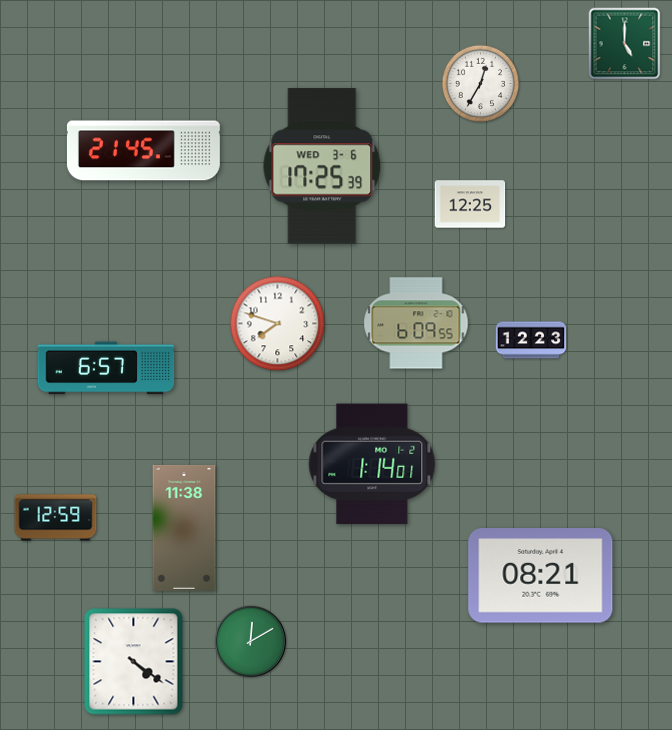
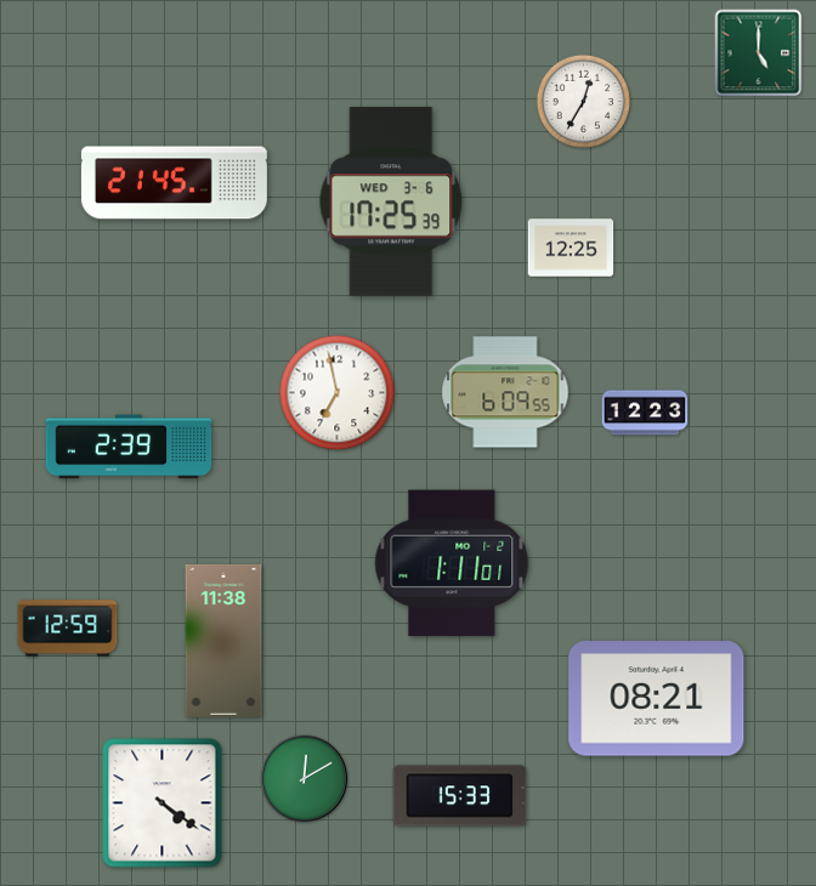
clock at (278, 324): 7:48 -> 6:58
clock at (106, 368): 6:57 -> 2:39
clock at (372, 464): 1:14 -> 1:11
clock at (460, 796): none -> 15:33
